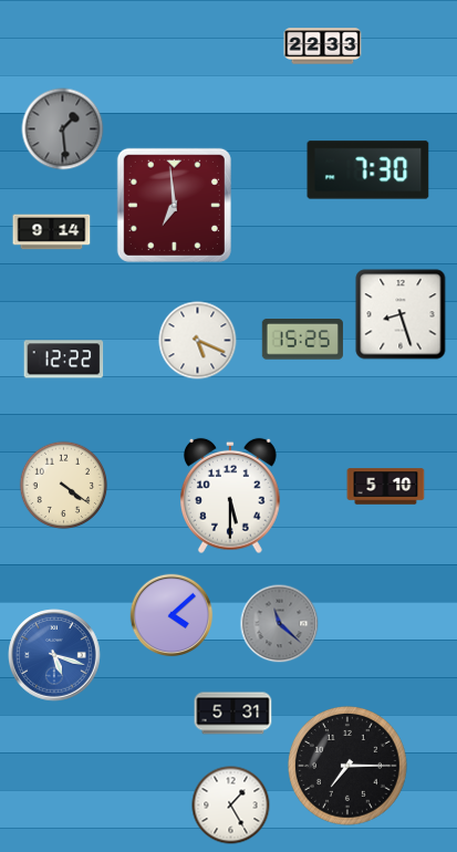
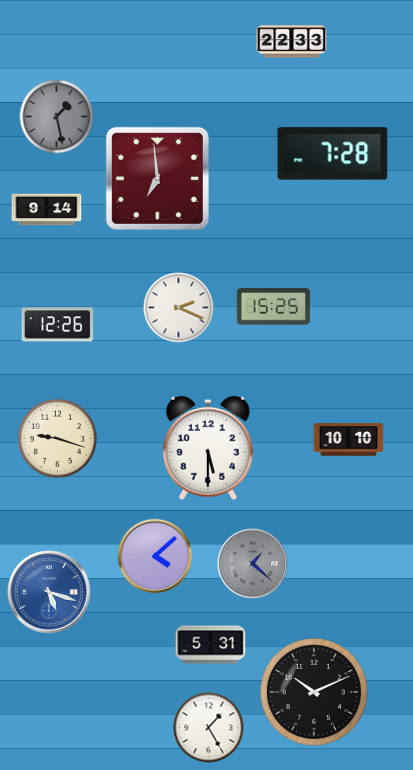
clock at (63, 129): 1:29 -> 1:28
clock at (368, 170): 7:30 -> 7:28
clock at (174, 205) position: (174, 205) -> (157, 178)
clock at (401, 314): 8:27 -> none
clock at (198, 341): 5:19 -> 2:19
clock at (64, 360): 12:22 -> 12:26
clock at (64, 486): 4:21 -> 9:18
clock at (386, 487): 5:10 -> 10:10
clock at (280, 624): 11:22 -> 1:22
clock at (349, 767): 7:15 -> 10:11
